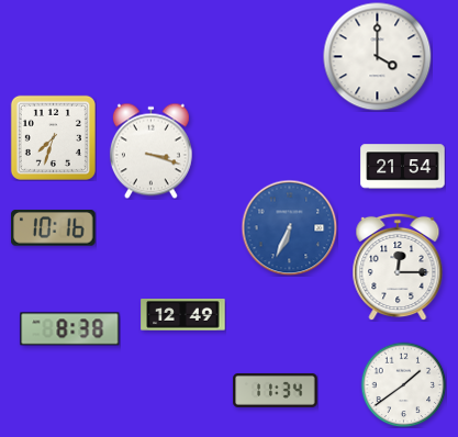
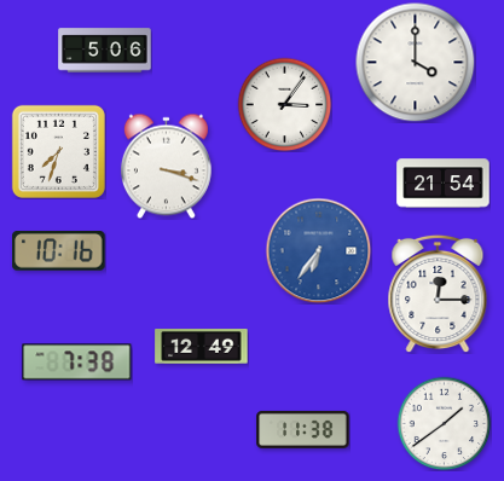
clock at (105, 51): none -> 5:06
clock at (284, 104): none -> 3:06
clock at (289, 227): 6:34 -> 6:36
clock at (70, 329): 8:38 -> 7:38
clock at (276, 390): 11:34 -> 11:38
